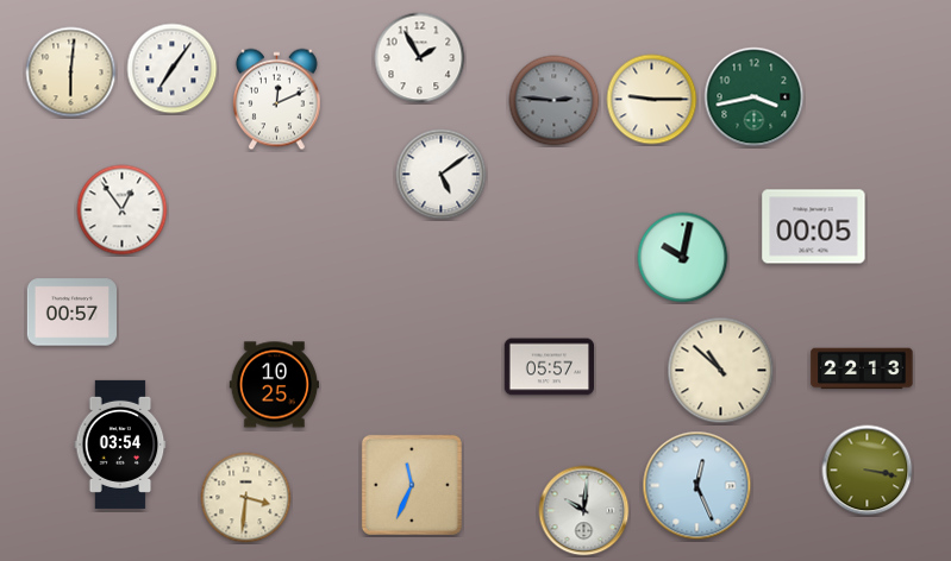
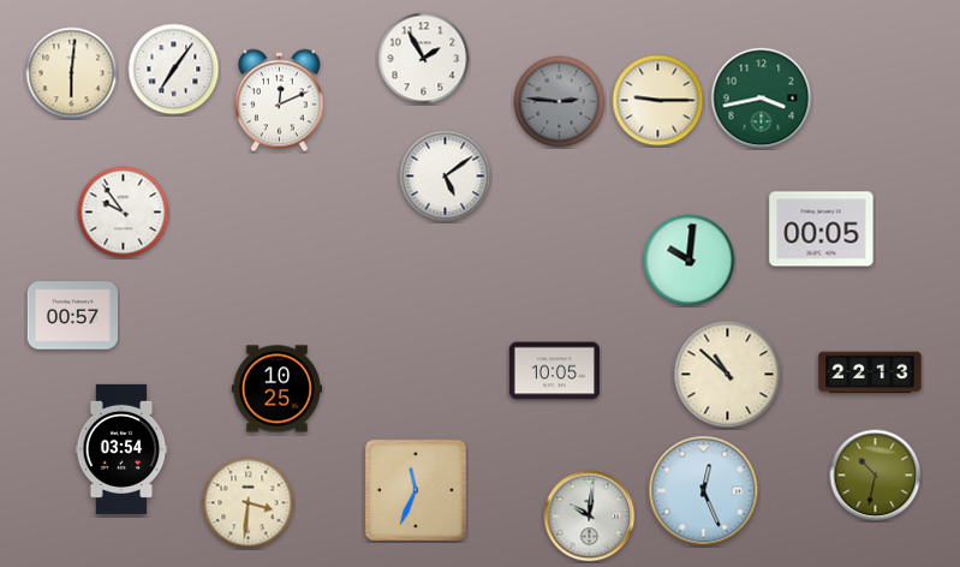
clock at (123, 210): 12:54 -> 9:54
clock at (683, 258): 10:02 -> 10:01
clock at (549, 367): 05:57 -> 10:05
clock at (868, 471): 3:17 -> 10:32
